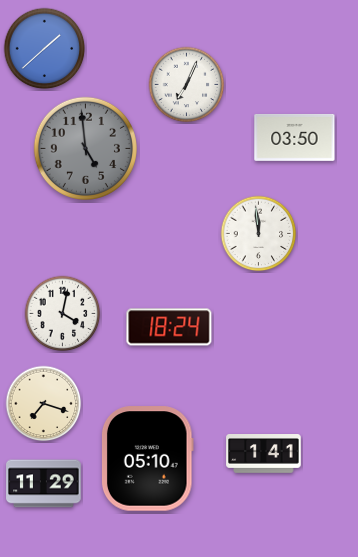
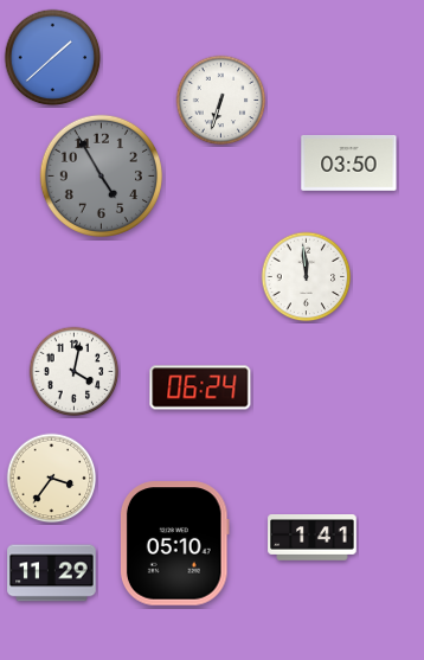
clock at (187, 85): 7:04 -> 6:33
clock at (85, 148): 4:59 -> 4:55
clock at (169, 327): 18:24 -> 06:24
clock at (44, 404): 7:18 -> 3:36
